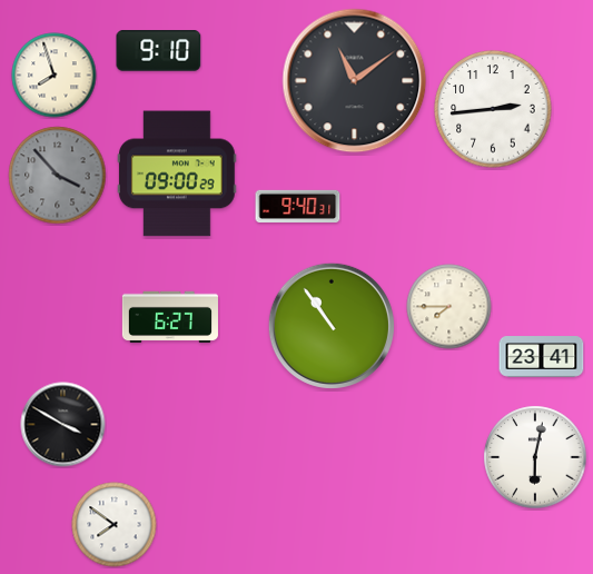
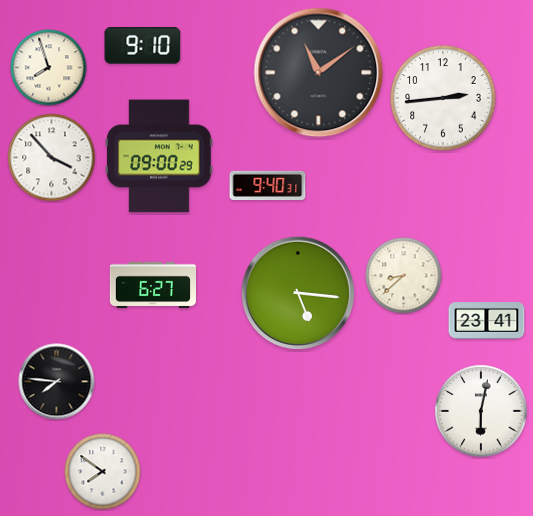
clock at (58, 176) dial: grey -> white
clock at (449, 307): 7:45 -> 8:38
clock at (332, 326): 10:54 -> 5:16
clock at (63, 425): 3:50 -> 7:46
